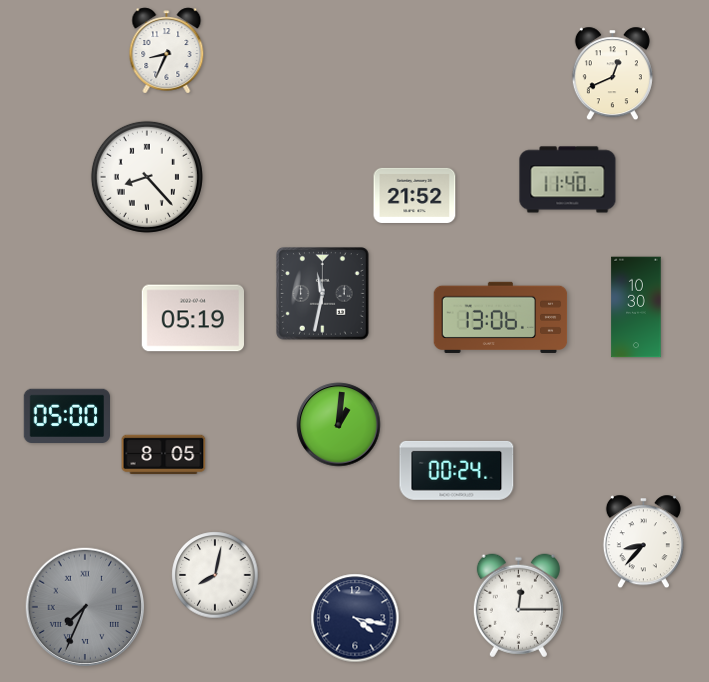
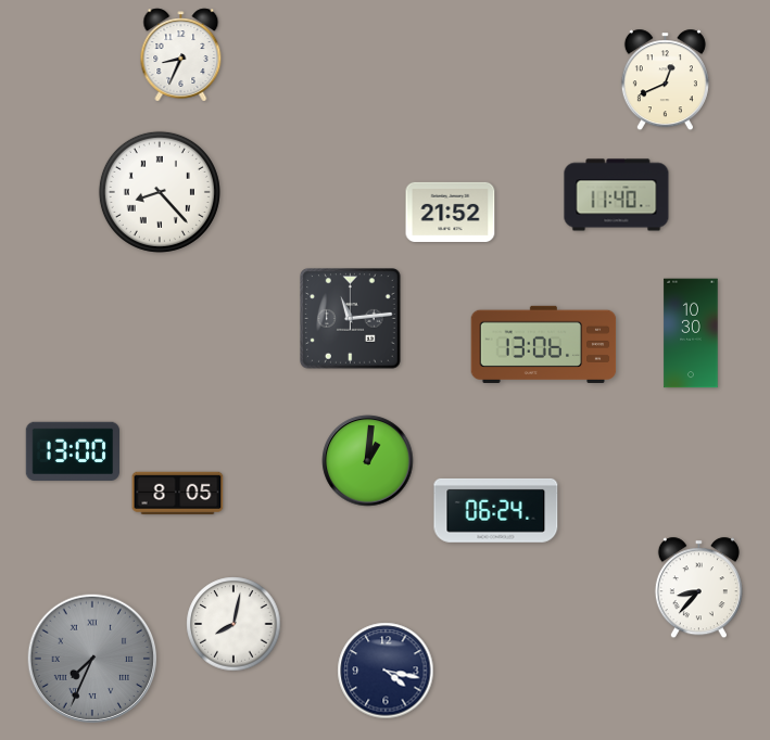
clock at (323, 294): 11:32 -> 11:14
clock at (192, 318): 05:19 -> none
clock at (66, 415): 05:00 -> 13:00
clock at (457, 470): 00:24 -> 06:24
clock at (518, 606): 12:15 -> none
